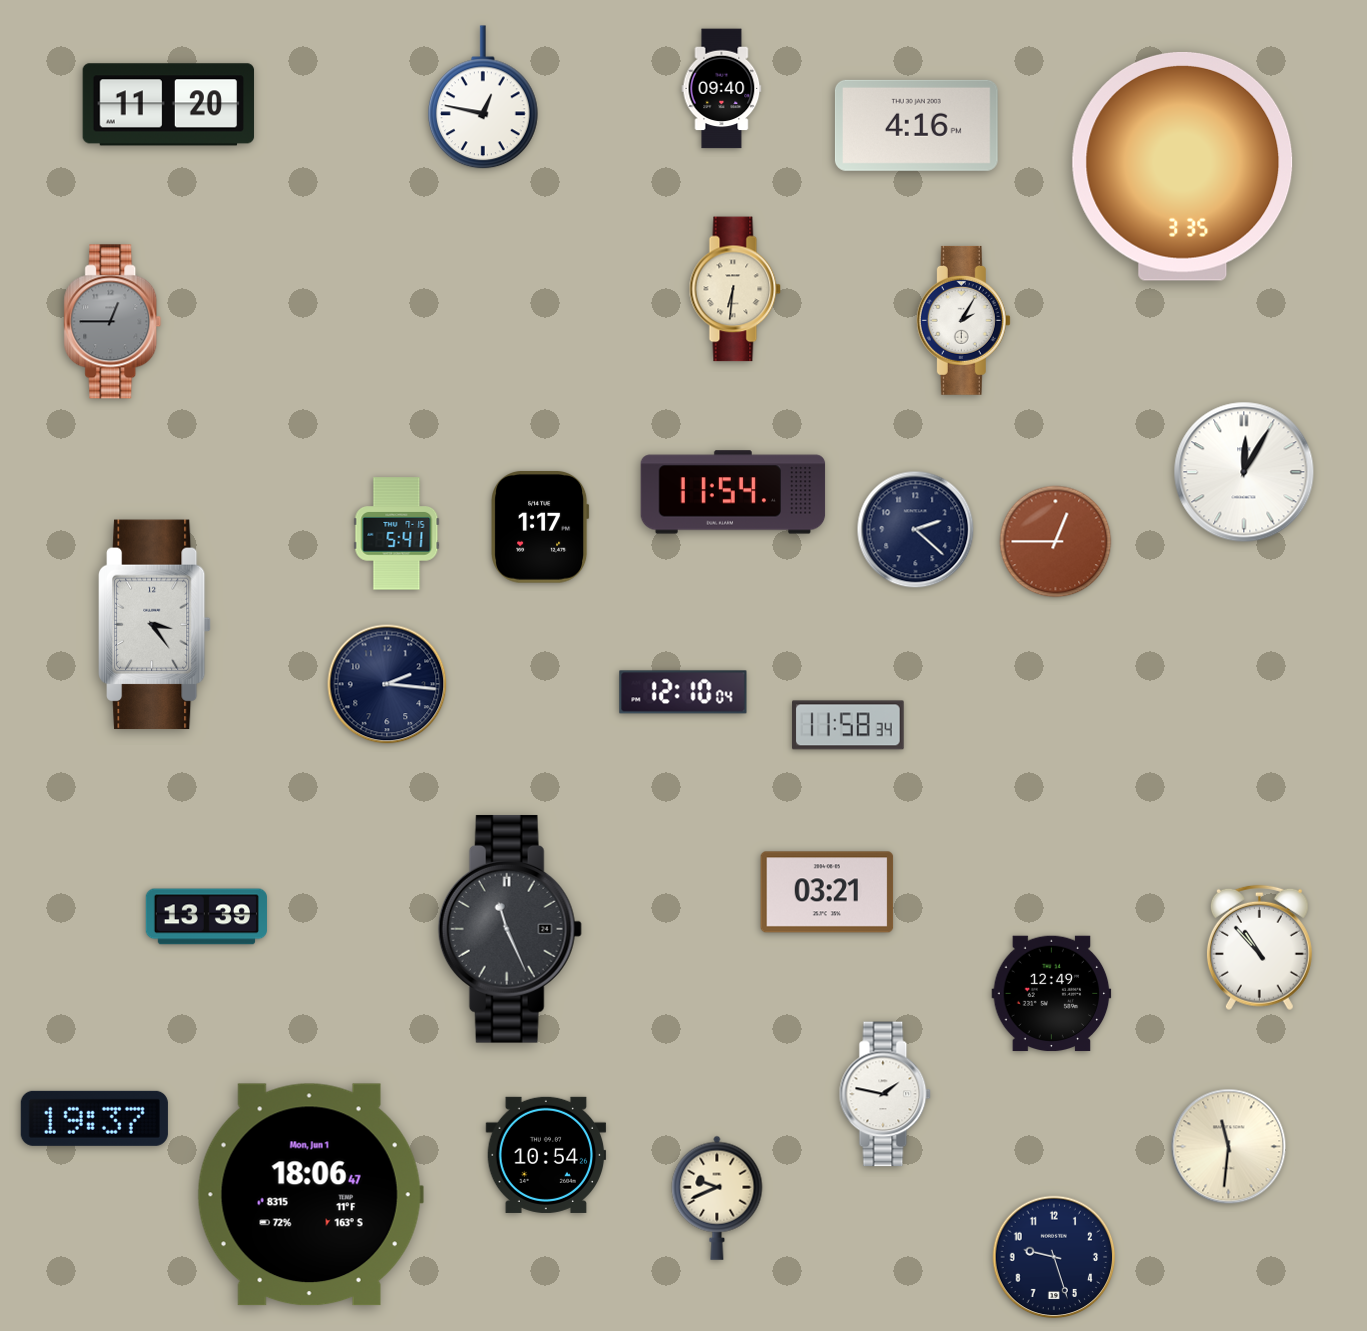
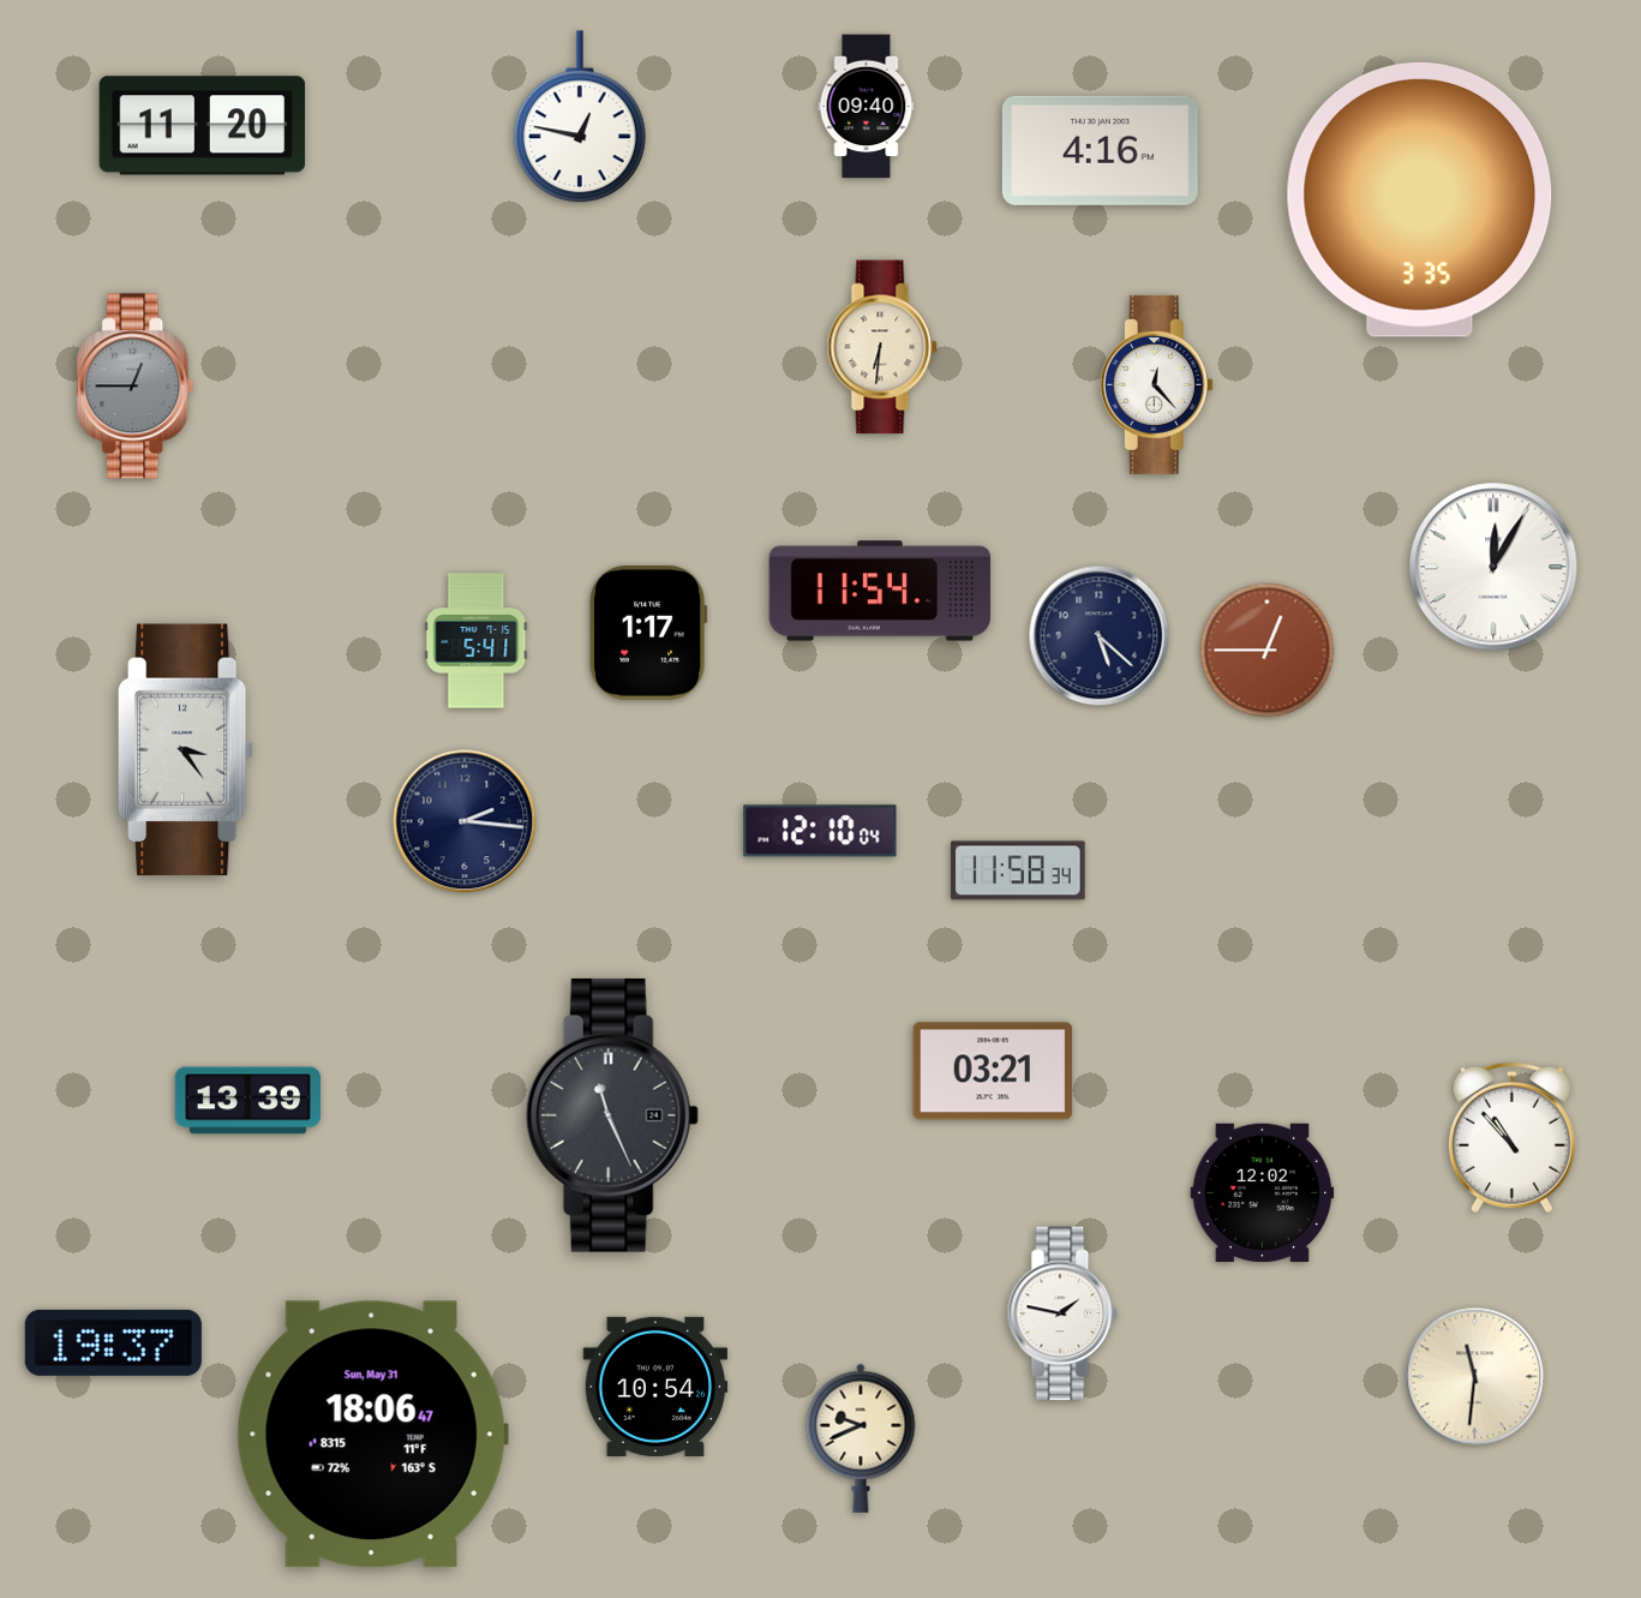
clock at (963, 320): 2:05 -> 12:23
clock at (916, 530): 2:22 -> 5:22
clock at (1052, 994): 12:49 -> 12:02
clock at (310, 1195) date: Mon, Jun 1 -> Sun, May 31
clock at (1054, 1257): 9:27 -> none
